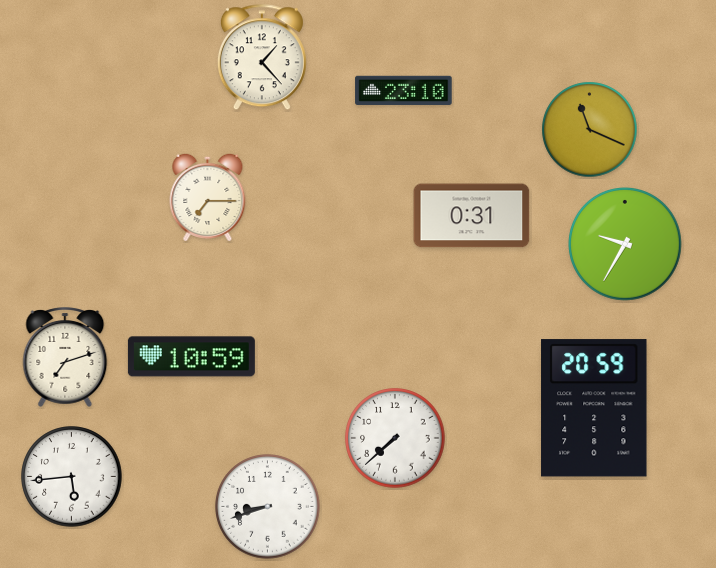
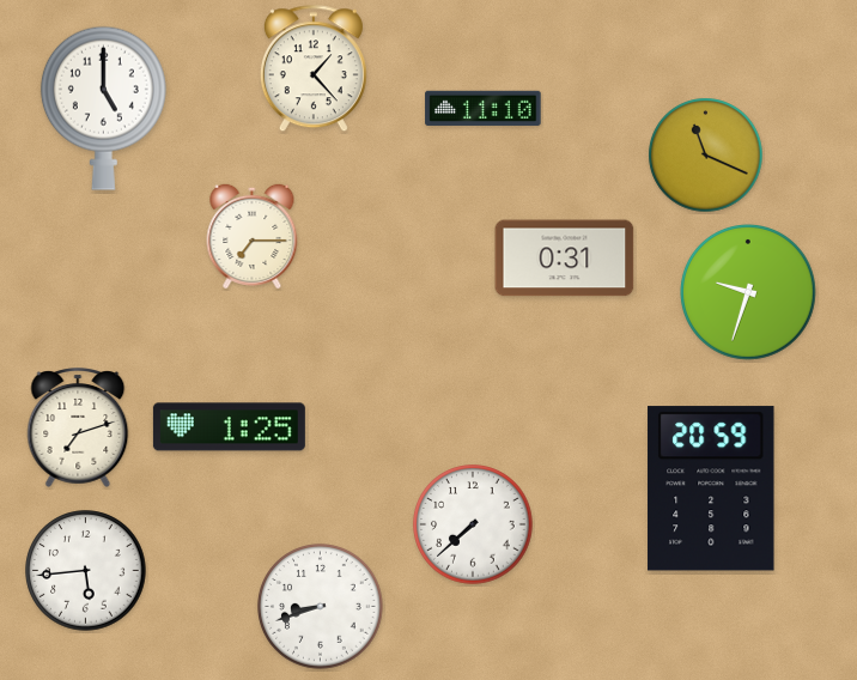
clock at (103, 108): none -> 5:00
clock at (404, 90): 23:10 -> 11:10
clock at (208, 197) position: (208, 197) -> (253, 236)
clock at (626, 245): 9:35 -> 9:33
clock at (191, 357): 10:59 -> 1:25
